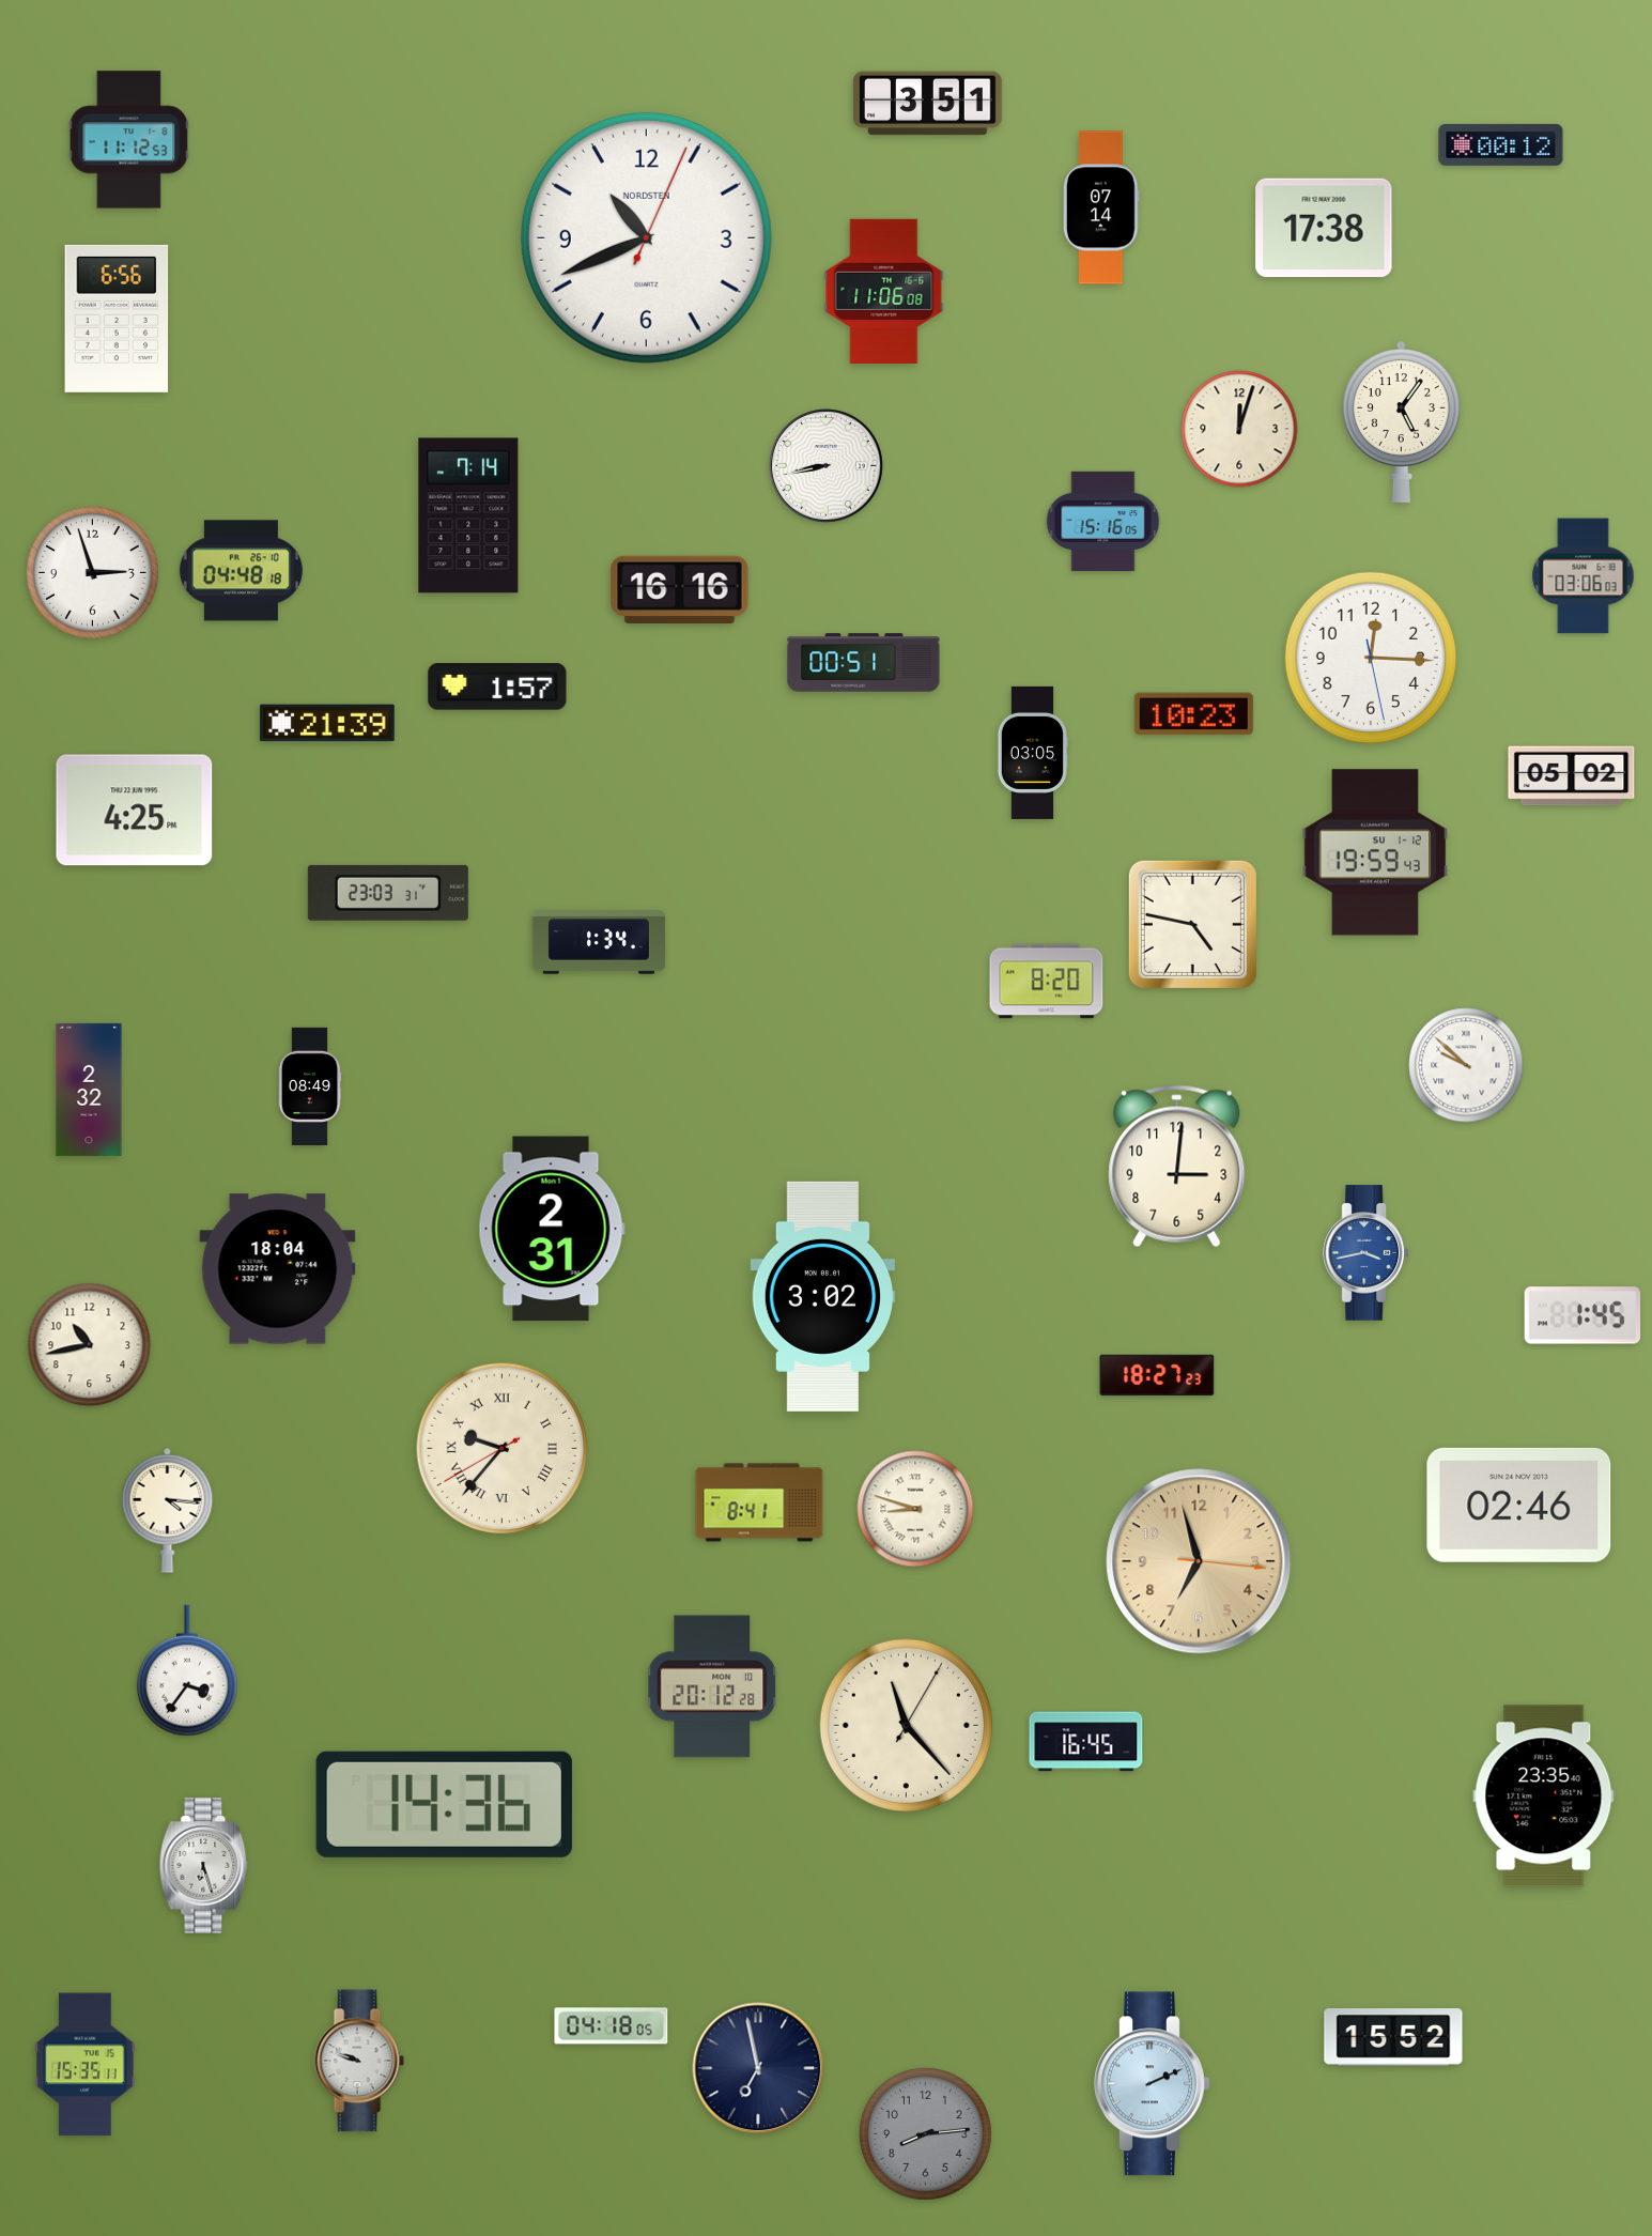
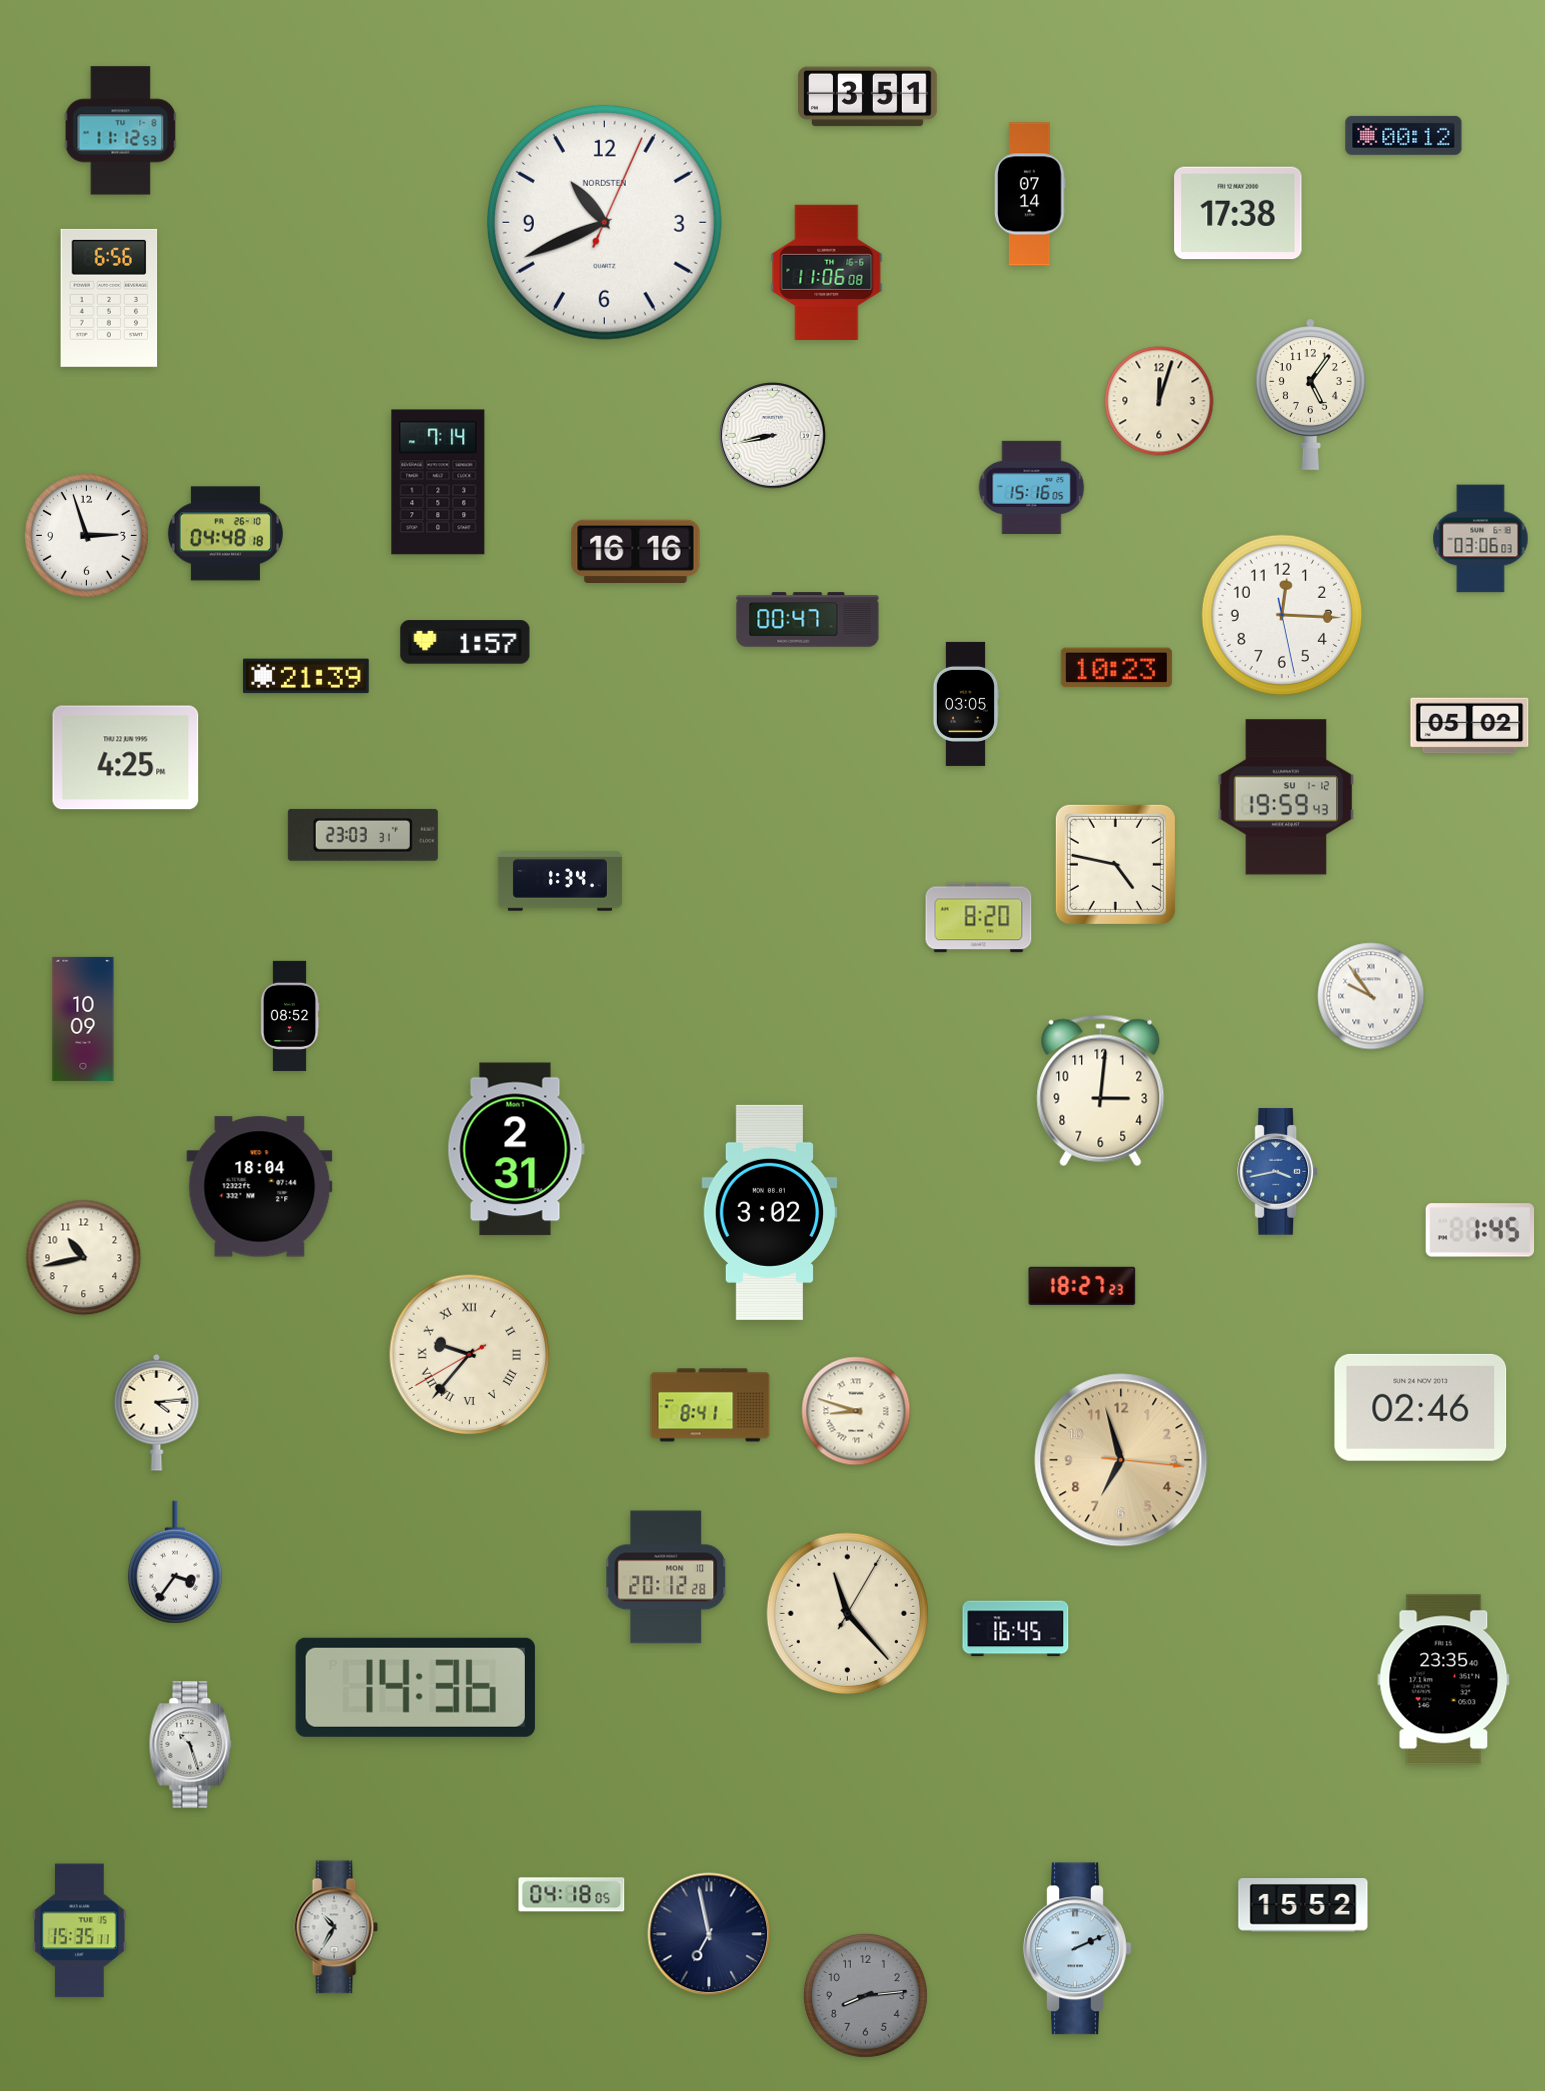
clock at (864, 663): 00:51 -> 00:47
clock at (1466, 1065): 9:52 -> 9:54
clock at (310, 1086): 08:49 -> 08:52
clock at (89, 1090): 2:32 -> 10:09
clock at (168, 1510): 4:16 -> 4:14
clock at (204, 1866): 6:27 -> 10:27
clock at (359, 2061): 9:48 -> 10:35
